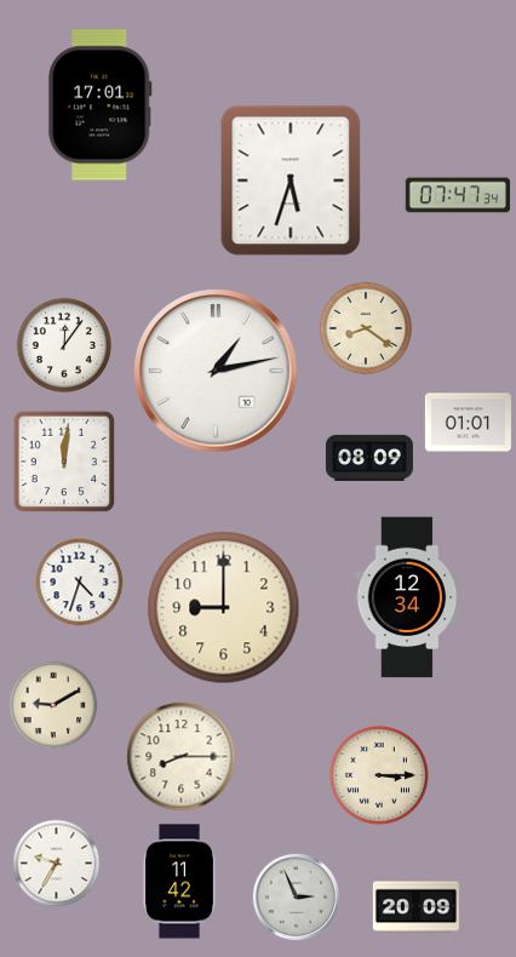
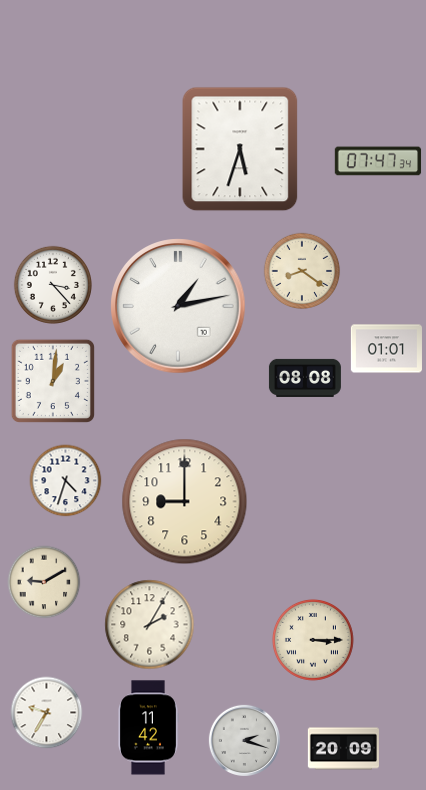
clock at (99, 105): 17:01 -> none
clock at (64, 345): 12:06 -> 3:23
clock at (369, 458): 08:09 -> 08:08
clock at (64, 462): 12:01 -> 1:01
clock at (407, 597): 12:34 -> none
clock at (182, 757): 8:15 -> 2:05
clock at (296, 896): 2:56 -> 2:18
